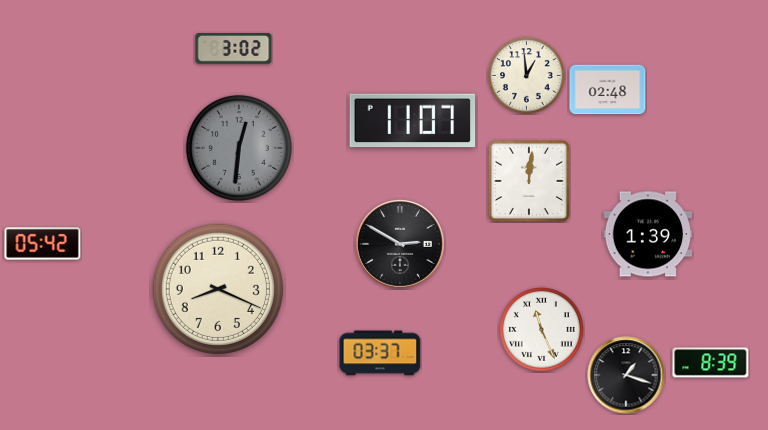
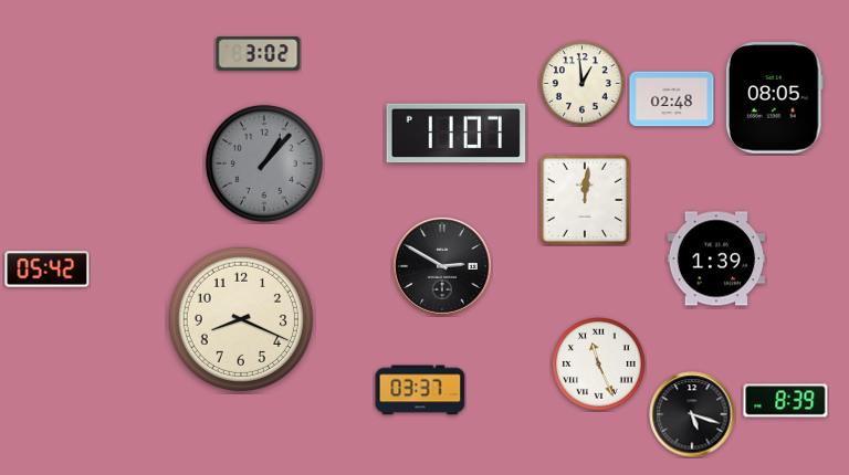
clock at (774, 98): none -> 08:05
clock at (239, 148): 12:31 -> 1:07
clock at (401, 245) position: (401, 245) -> (443, 267)
clock at (626, 375): 1:18 -> 5:18
